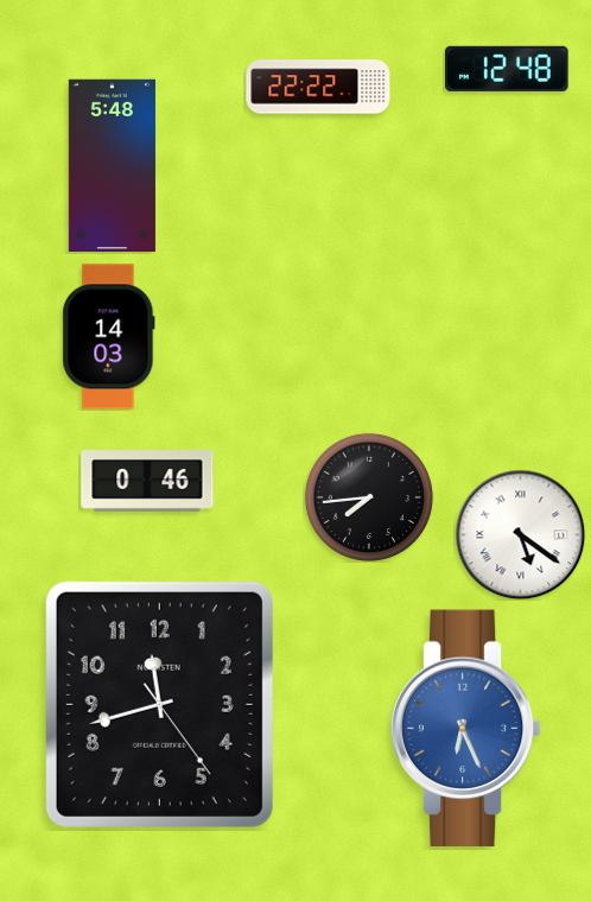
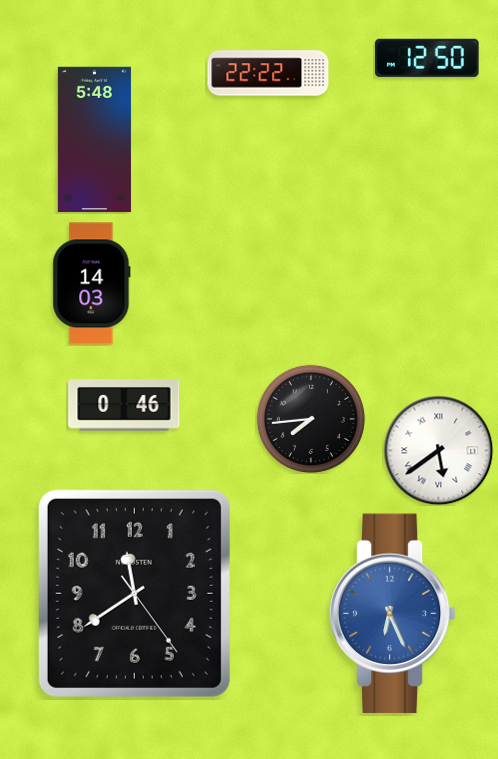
clock at (508, 69): 12:48 -> 12:50
clock at (520, 534): 5:21 -> 5:39
clock at (159, 704): 11:42 -> 11:39
